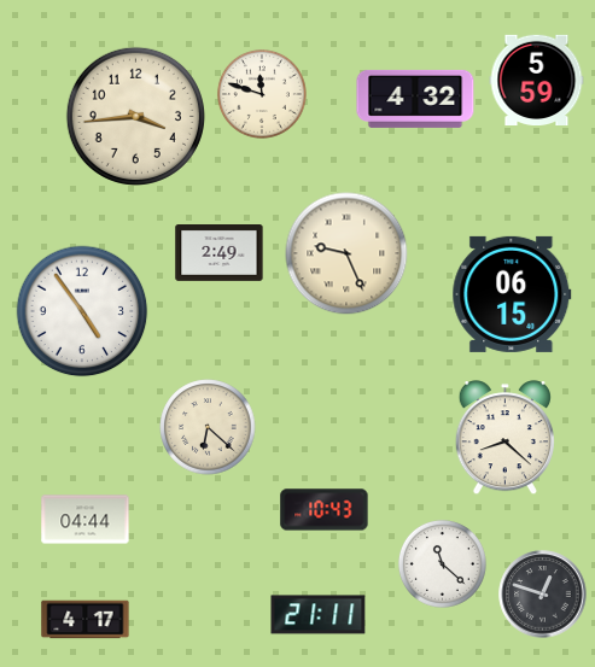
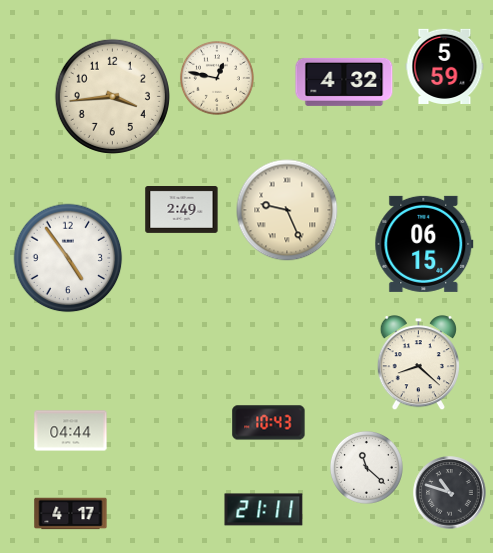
clock at (262, 94): 11:48 -> 12:47
clock at (208, 427): 6:22 -> none
clock at (543, 595): 12:48 -> 10:48
